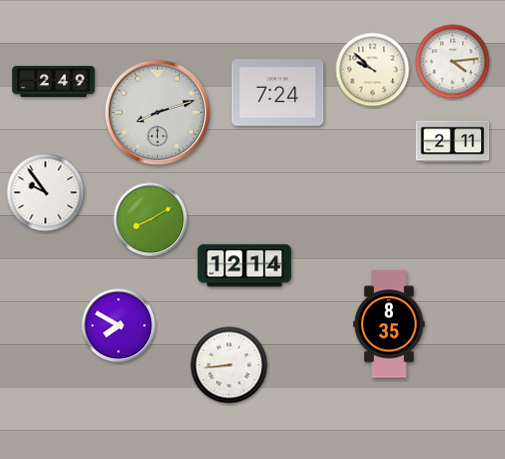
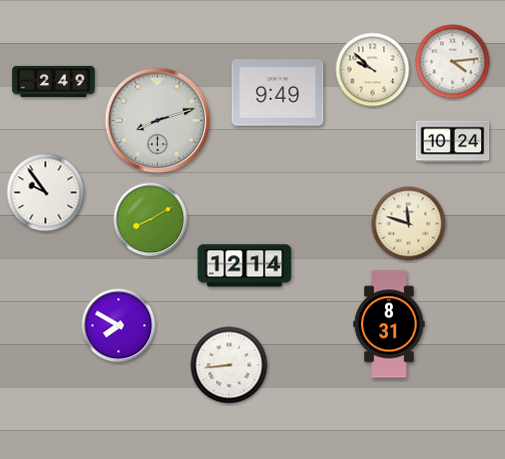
clock at (278, 93): 7:24 -> 9:49
clock at (158, 113) position: (158, 113) -> (158, 121)
clock at (453, 142): 2:11 -> 10:24
clock at (409, 224): none -> 11:48
clock at (389, 324): 8:35 -> 8:31
